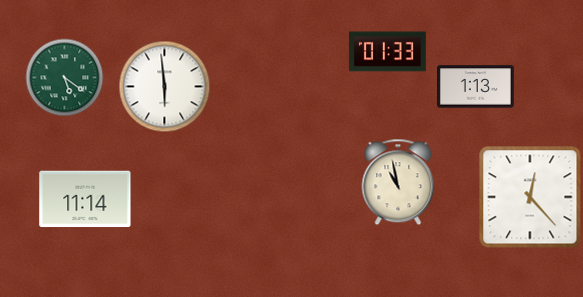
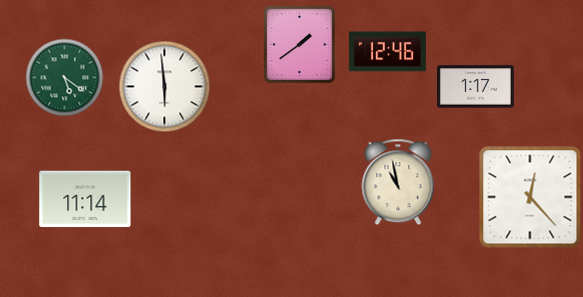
clock at (299, 44): none -> 1:39
clock at (387, 52): 01:33 -> 12:46
clock at (475, 87): 1:13 -> 1:17
